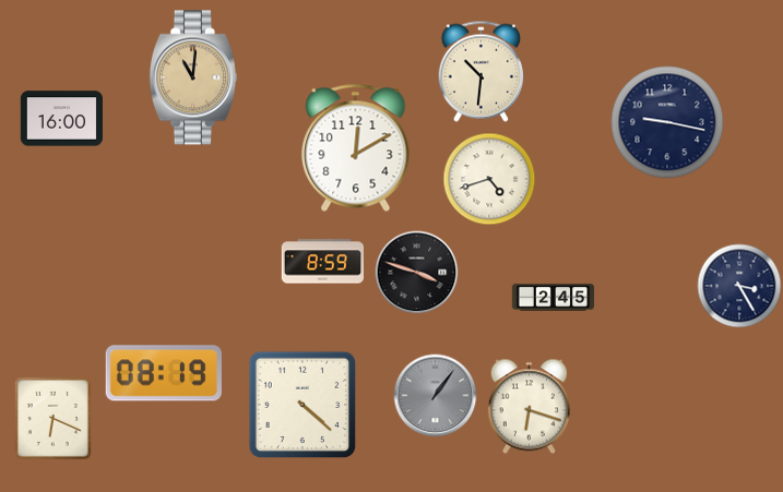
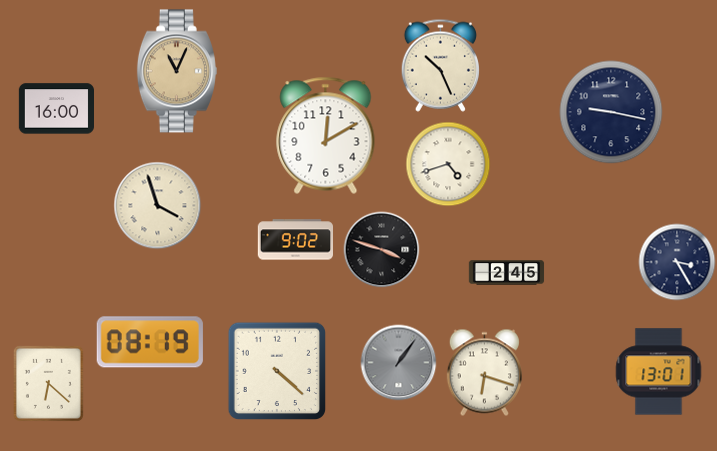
clock at (481, 71): 10:31 -> 10:26
clock at (193, 77): 11:01 -> 11:04
clock at (158, 206): none -> 3:57
clock at (322, 262): 8:59 -> 9:02
clock at (659, 372): none -> 13:01
clock at (52, 418): 6:19 -> 6:22
